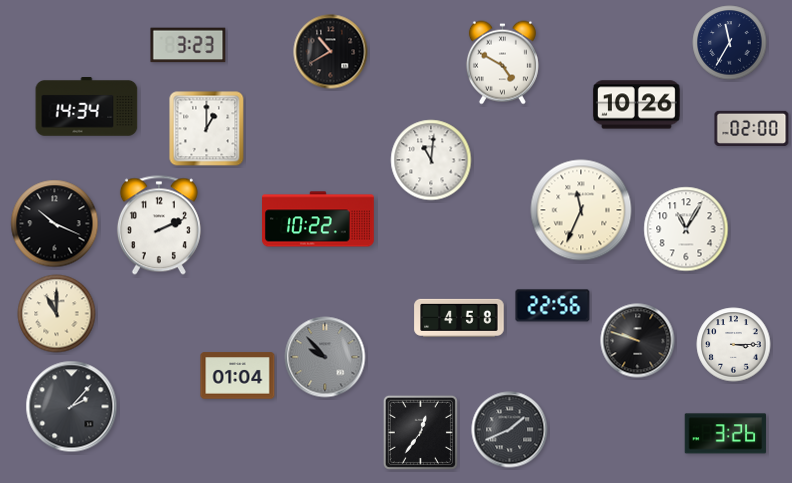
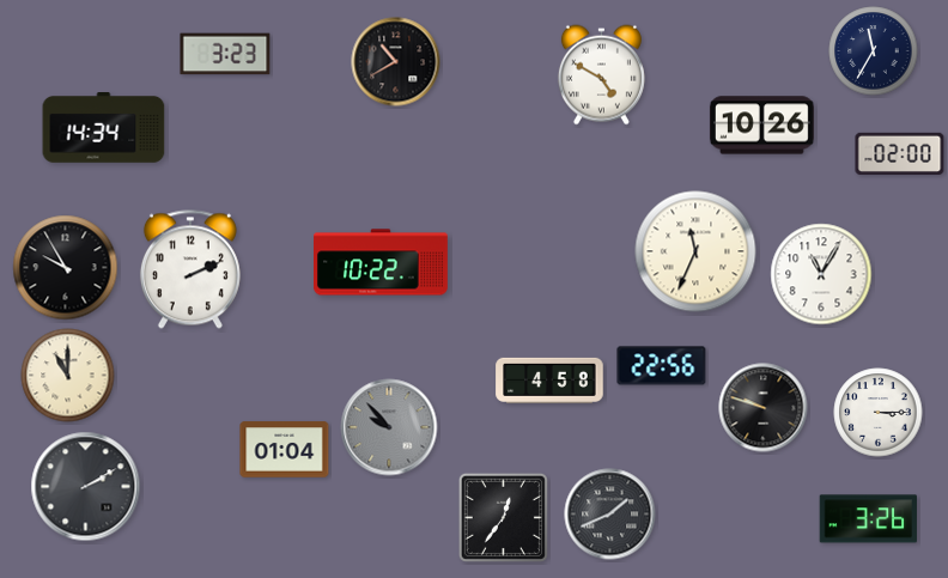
clock at (207, 129): 1:00 -> none
clock at (431, 160): 11:01 -> none
clock at (55, 224): 10:19 -> 9:55
clock at (72, 407): 2:07 -> 2:10
